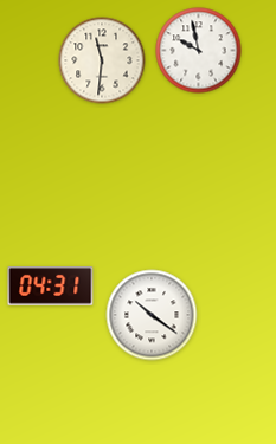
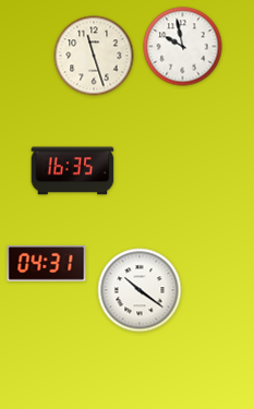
clock at (102, 60): 11:31 -> 11:27
clock at (73, 171): none -> 16:35
